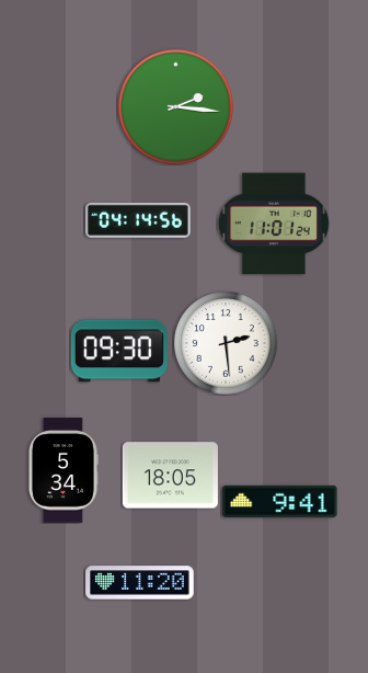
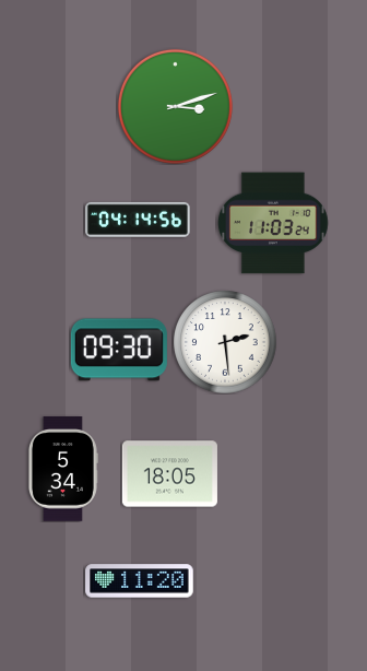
clock at (175, 106): 2:16 -> 3:12
clock at (275, 224): 11:01 -> 11:03
clock at (280, 501): 9:41 -> none
